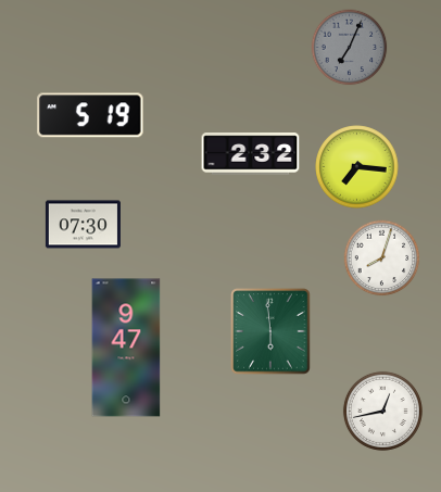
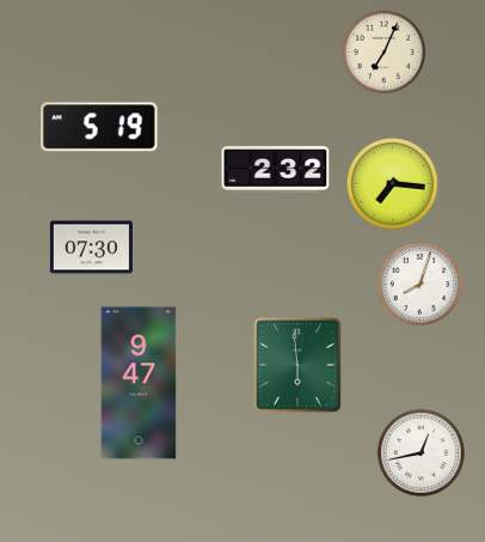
clock at (350, 48) dial: grey -> cream
